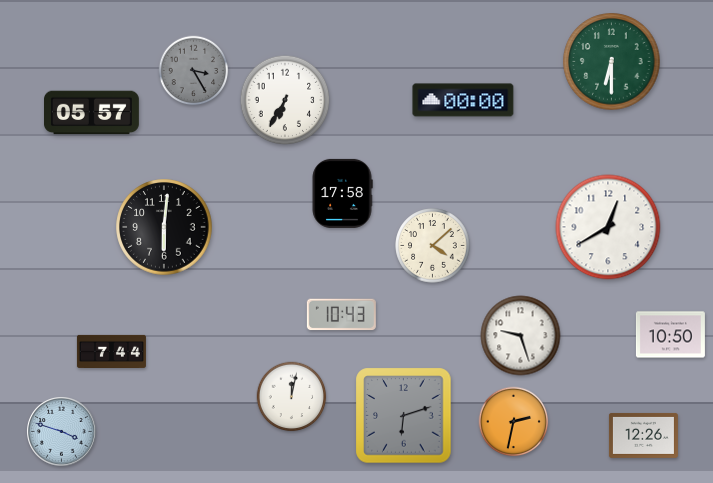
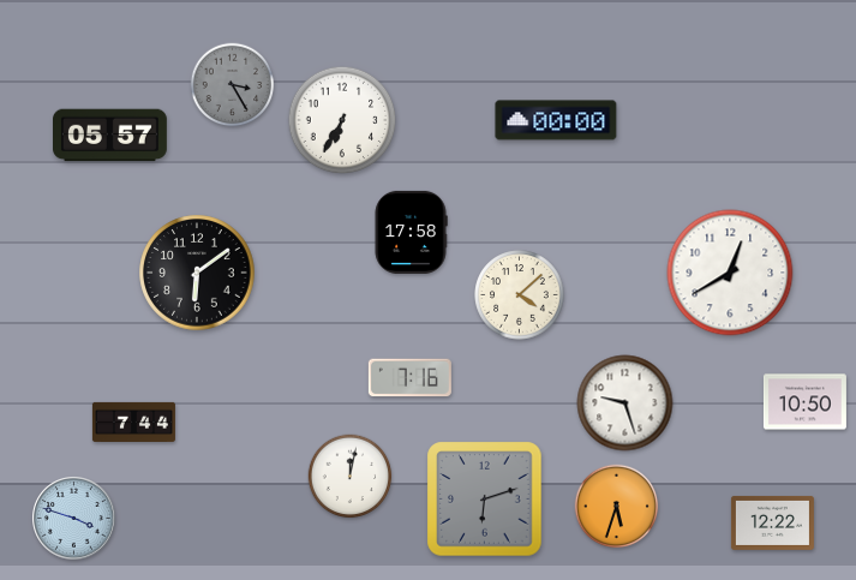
clock at (612, 62): 6:30 -> none
clock at (164, 227): 6:01 -> 6:09
clock at (341, 315): 10:43 -> 7:16
clock at (514, 422): 2:32 -> 5:33
clock at (643, 435): 12:26 -> 12:22
